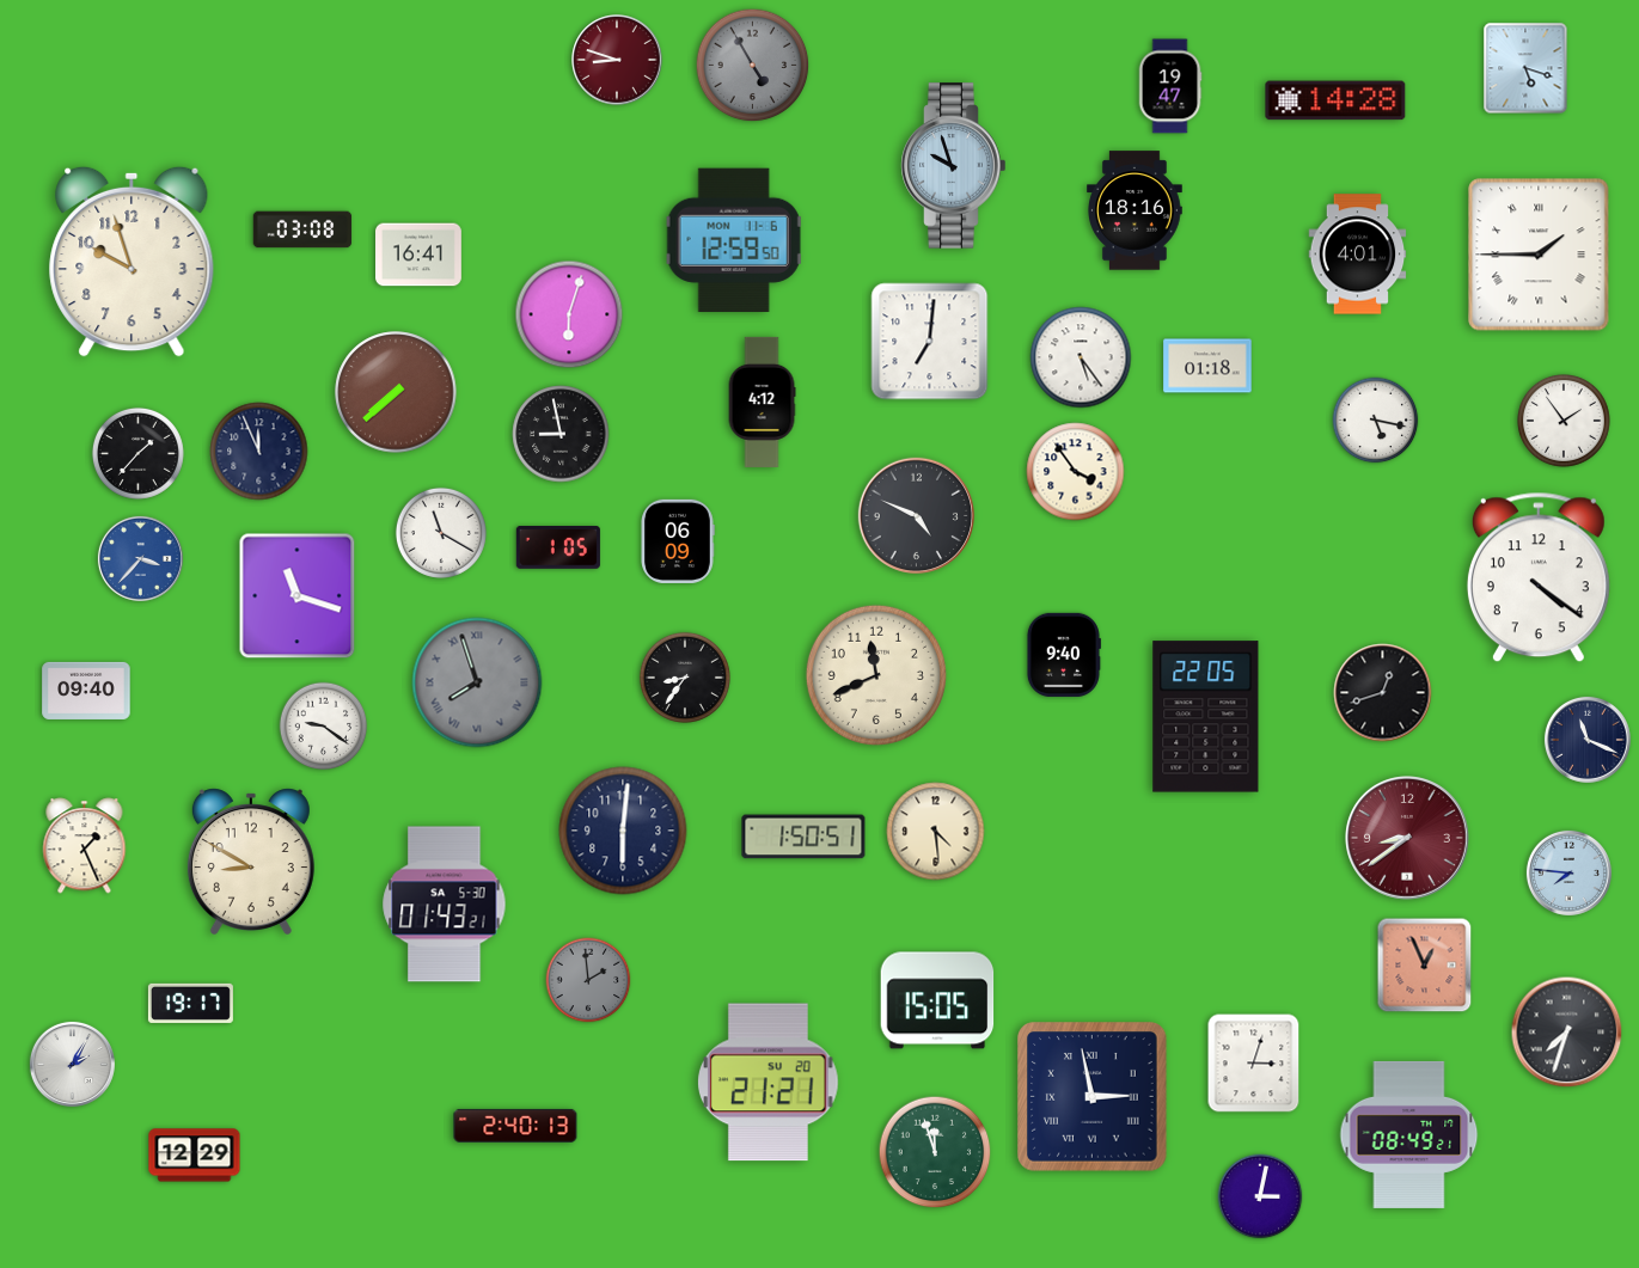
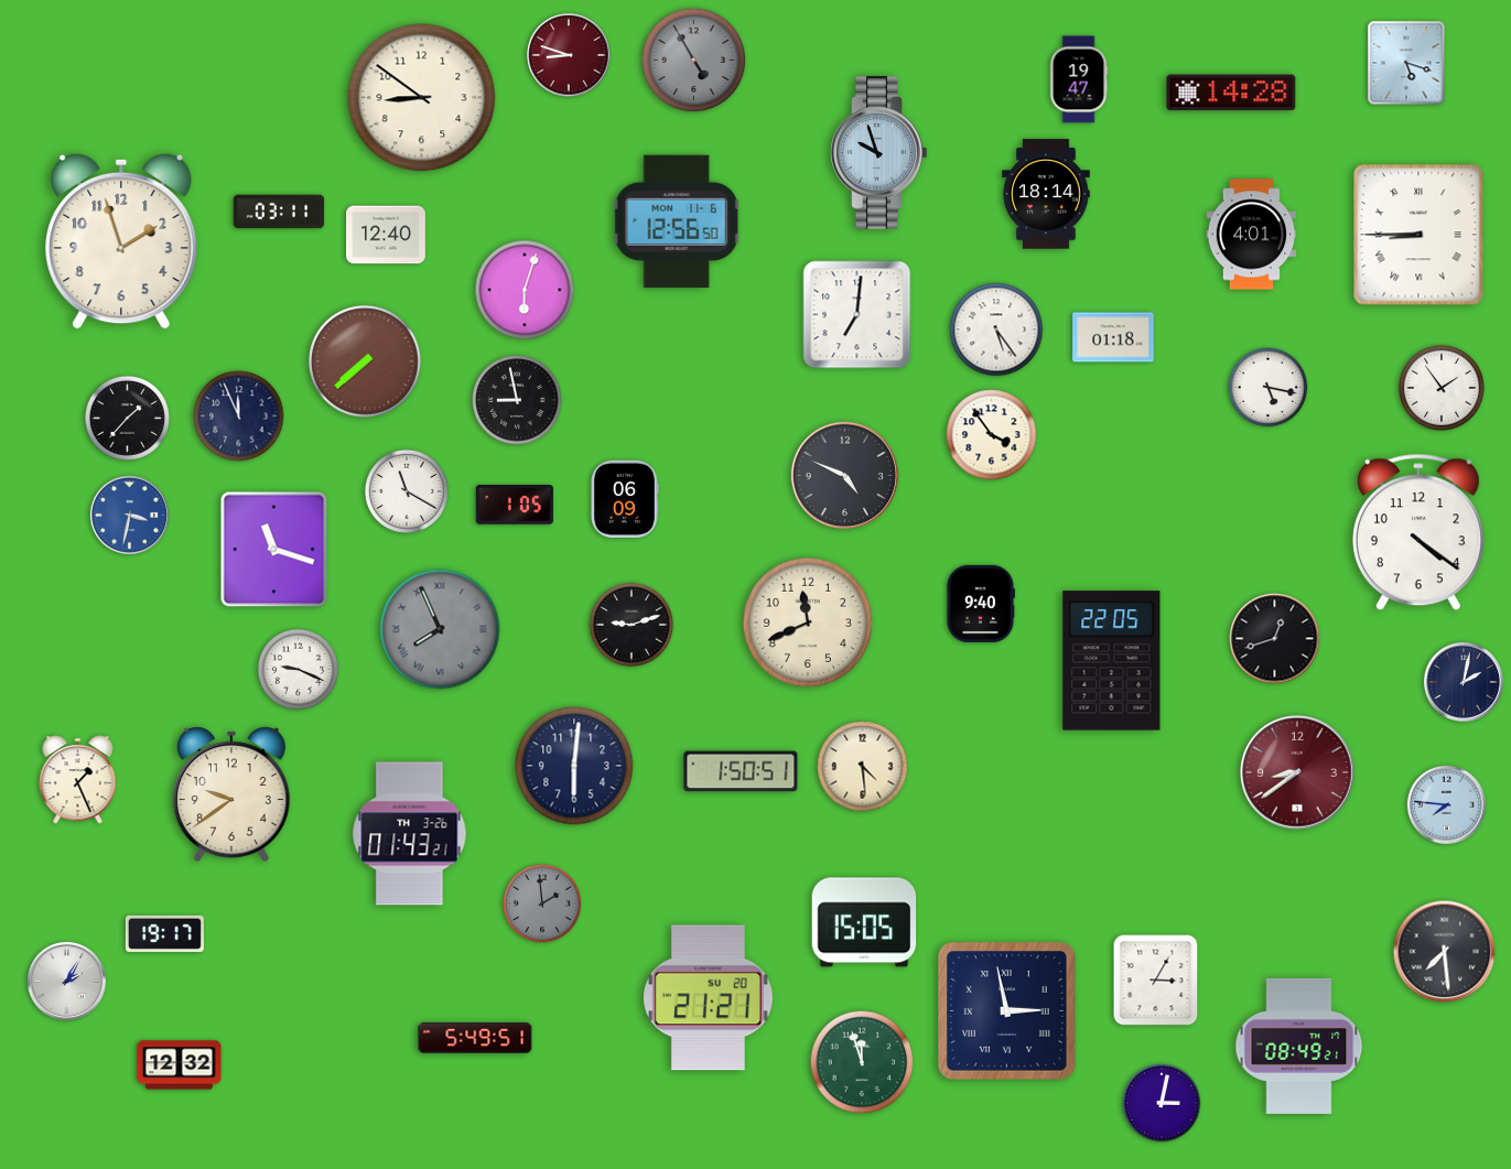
clock at (422, 98): none -> 8:51
clock at (1136, 210): 18:16 -> 18:14
clock at (302, 229): 03:08 -> 03:11
clock at (734, 240): 12:59 -> 12:56
clock at (420, 255): 16:41 -> 12:40
clock at (1539, 255): 1:45 -> 8:45
clock at (132, 262): 9:57 -> 1:57
clock at (762, 402): 4:12 -> none
clock at (140, 558): 3:37 -> 3:32
clock at (685, 678): 8:36 -> 9:12
clock at (477, 682): 7:57 -> 7:56
clock at (86, 691): 09:40 -> none
clock at (324, 727): 9:21 -> 9:19
clock at (1588, 740): 11:19 -> 2:02
clock at (251, 862): 8:50 -> 9:39
clock at (445, 905) date: SA 5-30 -> TH 3-26
clock at (1425, 966): 12:56 -> none
clock at (190, 1003) position: (190, 1003) -> (164, 933)
clock at (1567, 1033): 7:33 -> 7:29
clock at (1254, 1064): 3:03 -> 3:05
clock at (515, 1126): 2:40 -> 5:49
clock at (195, 1156): 12:29 -> 12:32
